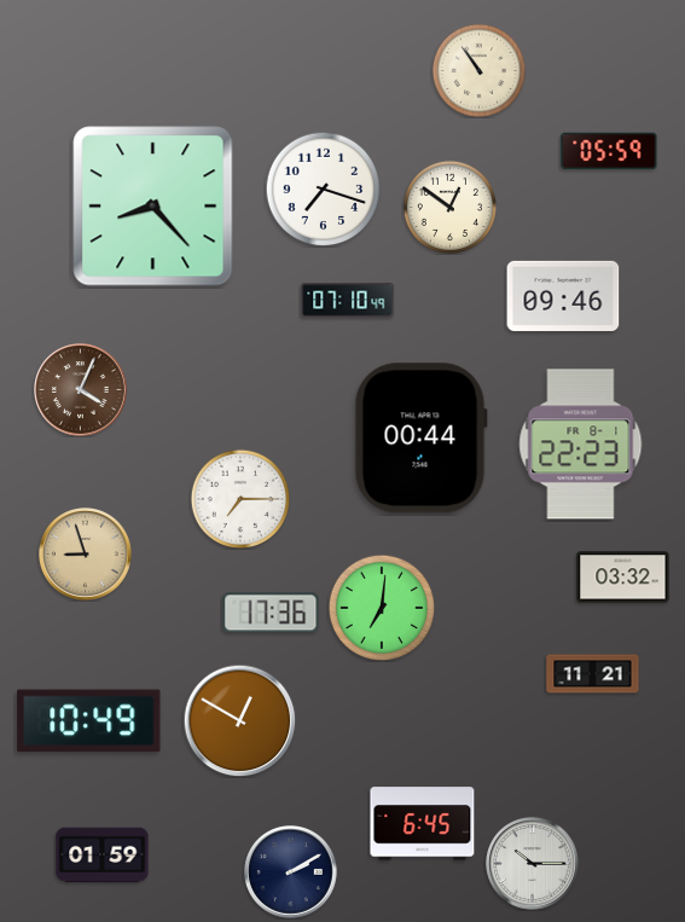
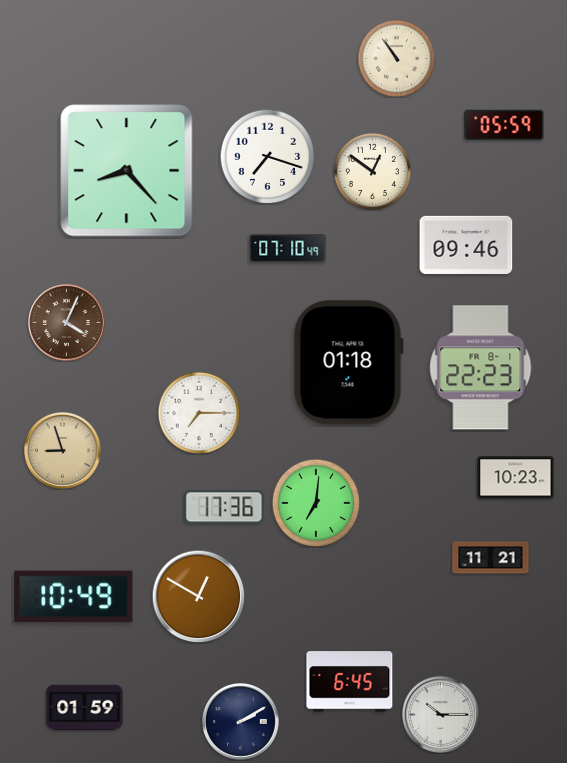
clock at (420, 439): 00:44 -> 01:18
clock at (86, 555) position: (86, 555) -> (63, 451)
clock at (623, 578): 03:32 -> 10:23
